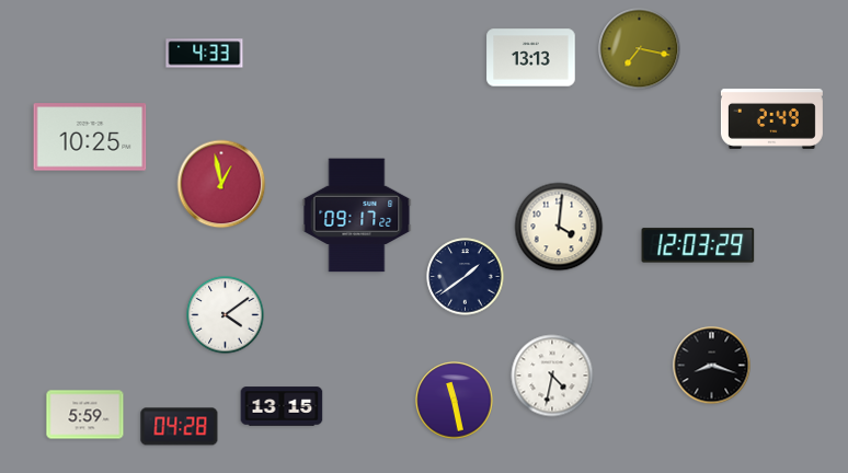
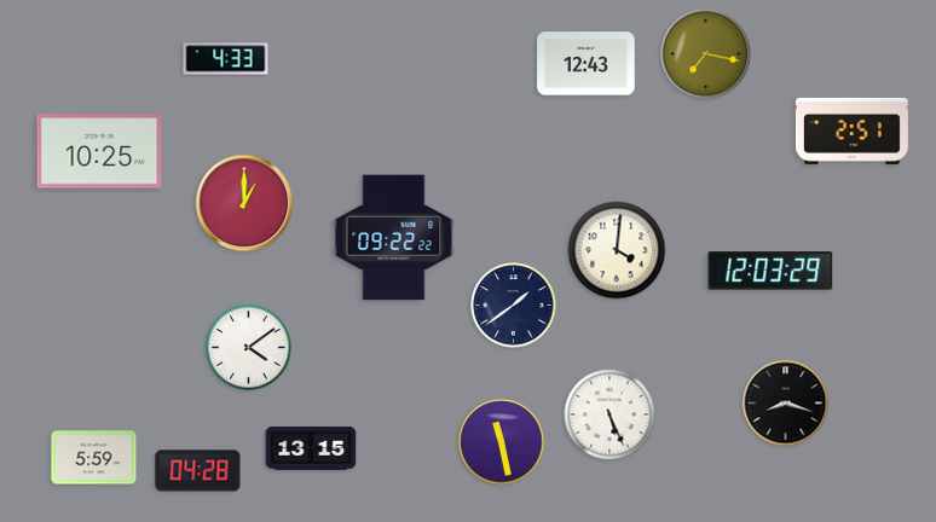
clock at (531, 58): 13:13 -> 12:43
clock at (771, 118): 2:49 -> 2:51
clock at (221, 184): 12:58 -> 1:00
clock at (357, 216): 09:17 -> 09:22
clock at (552, 376): 4:32 -> 5:26
